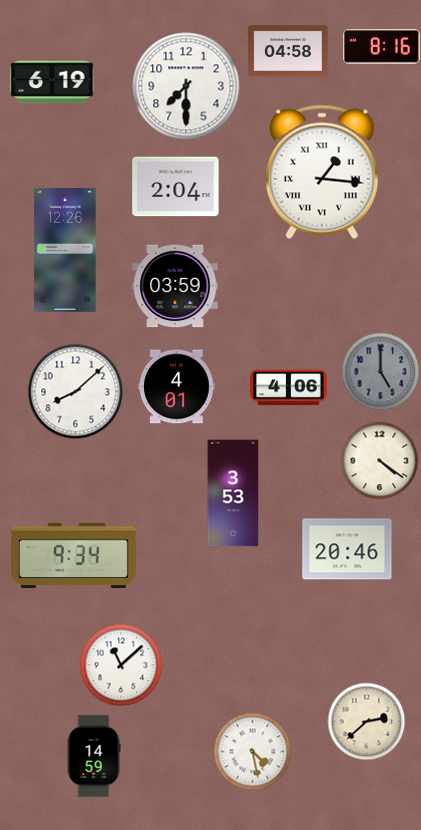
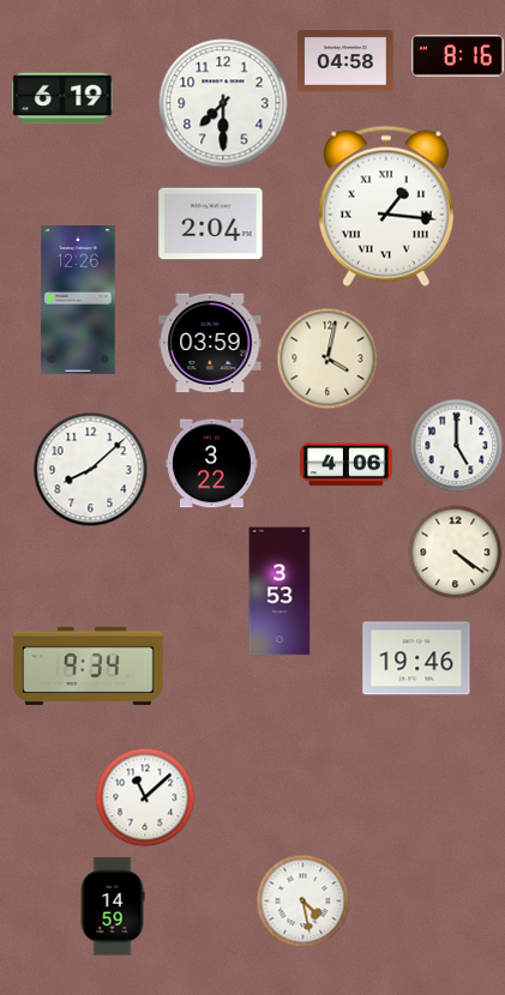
clock at (327, 358): none -> 4:02
clock at (380, 371) dial: grey -> white
clock at (177, 387): 4:01 -> 3:22
clock at (347, 549): 20:46 -> 19:46
clock at (366, 721): 2:38 -> none
